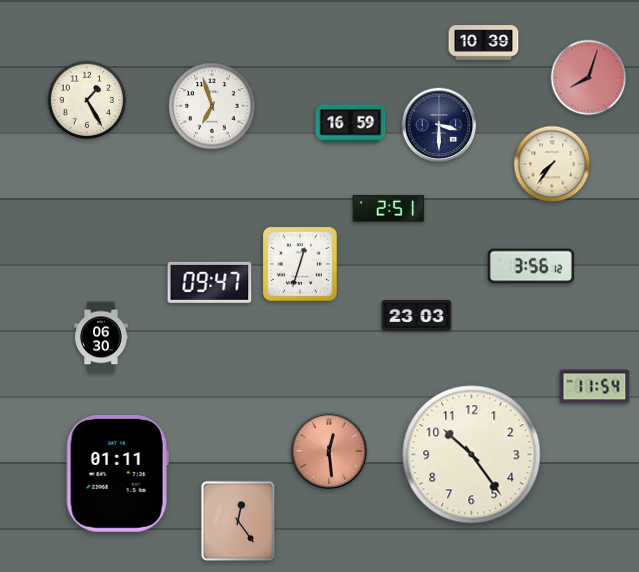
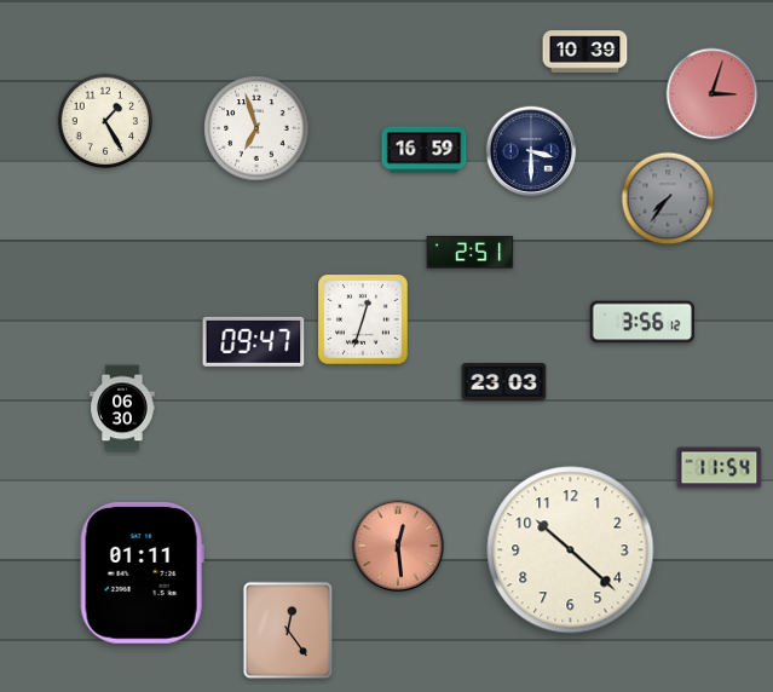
clock at (589, 78): 8:03 -> 3:03
clock at (552, 164) dial: cream -> grey
clock at (472, 455): 10:24 -> 10:22
